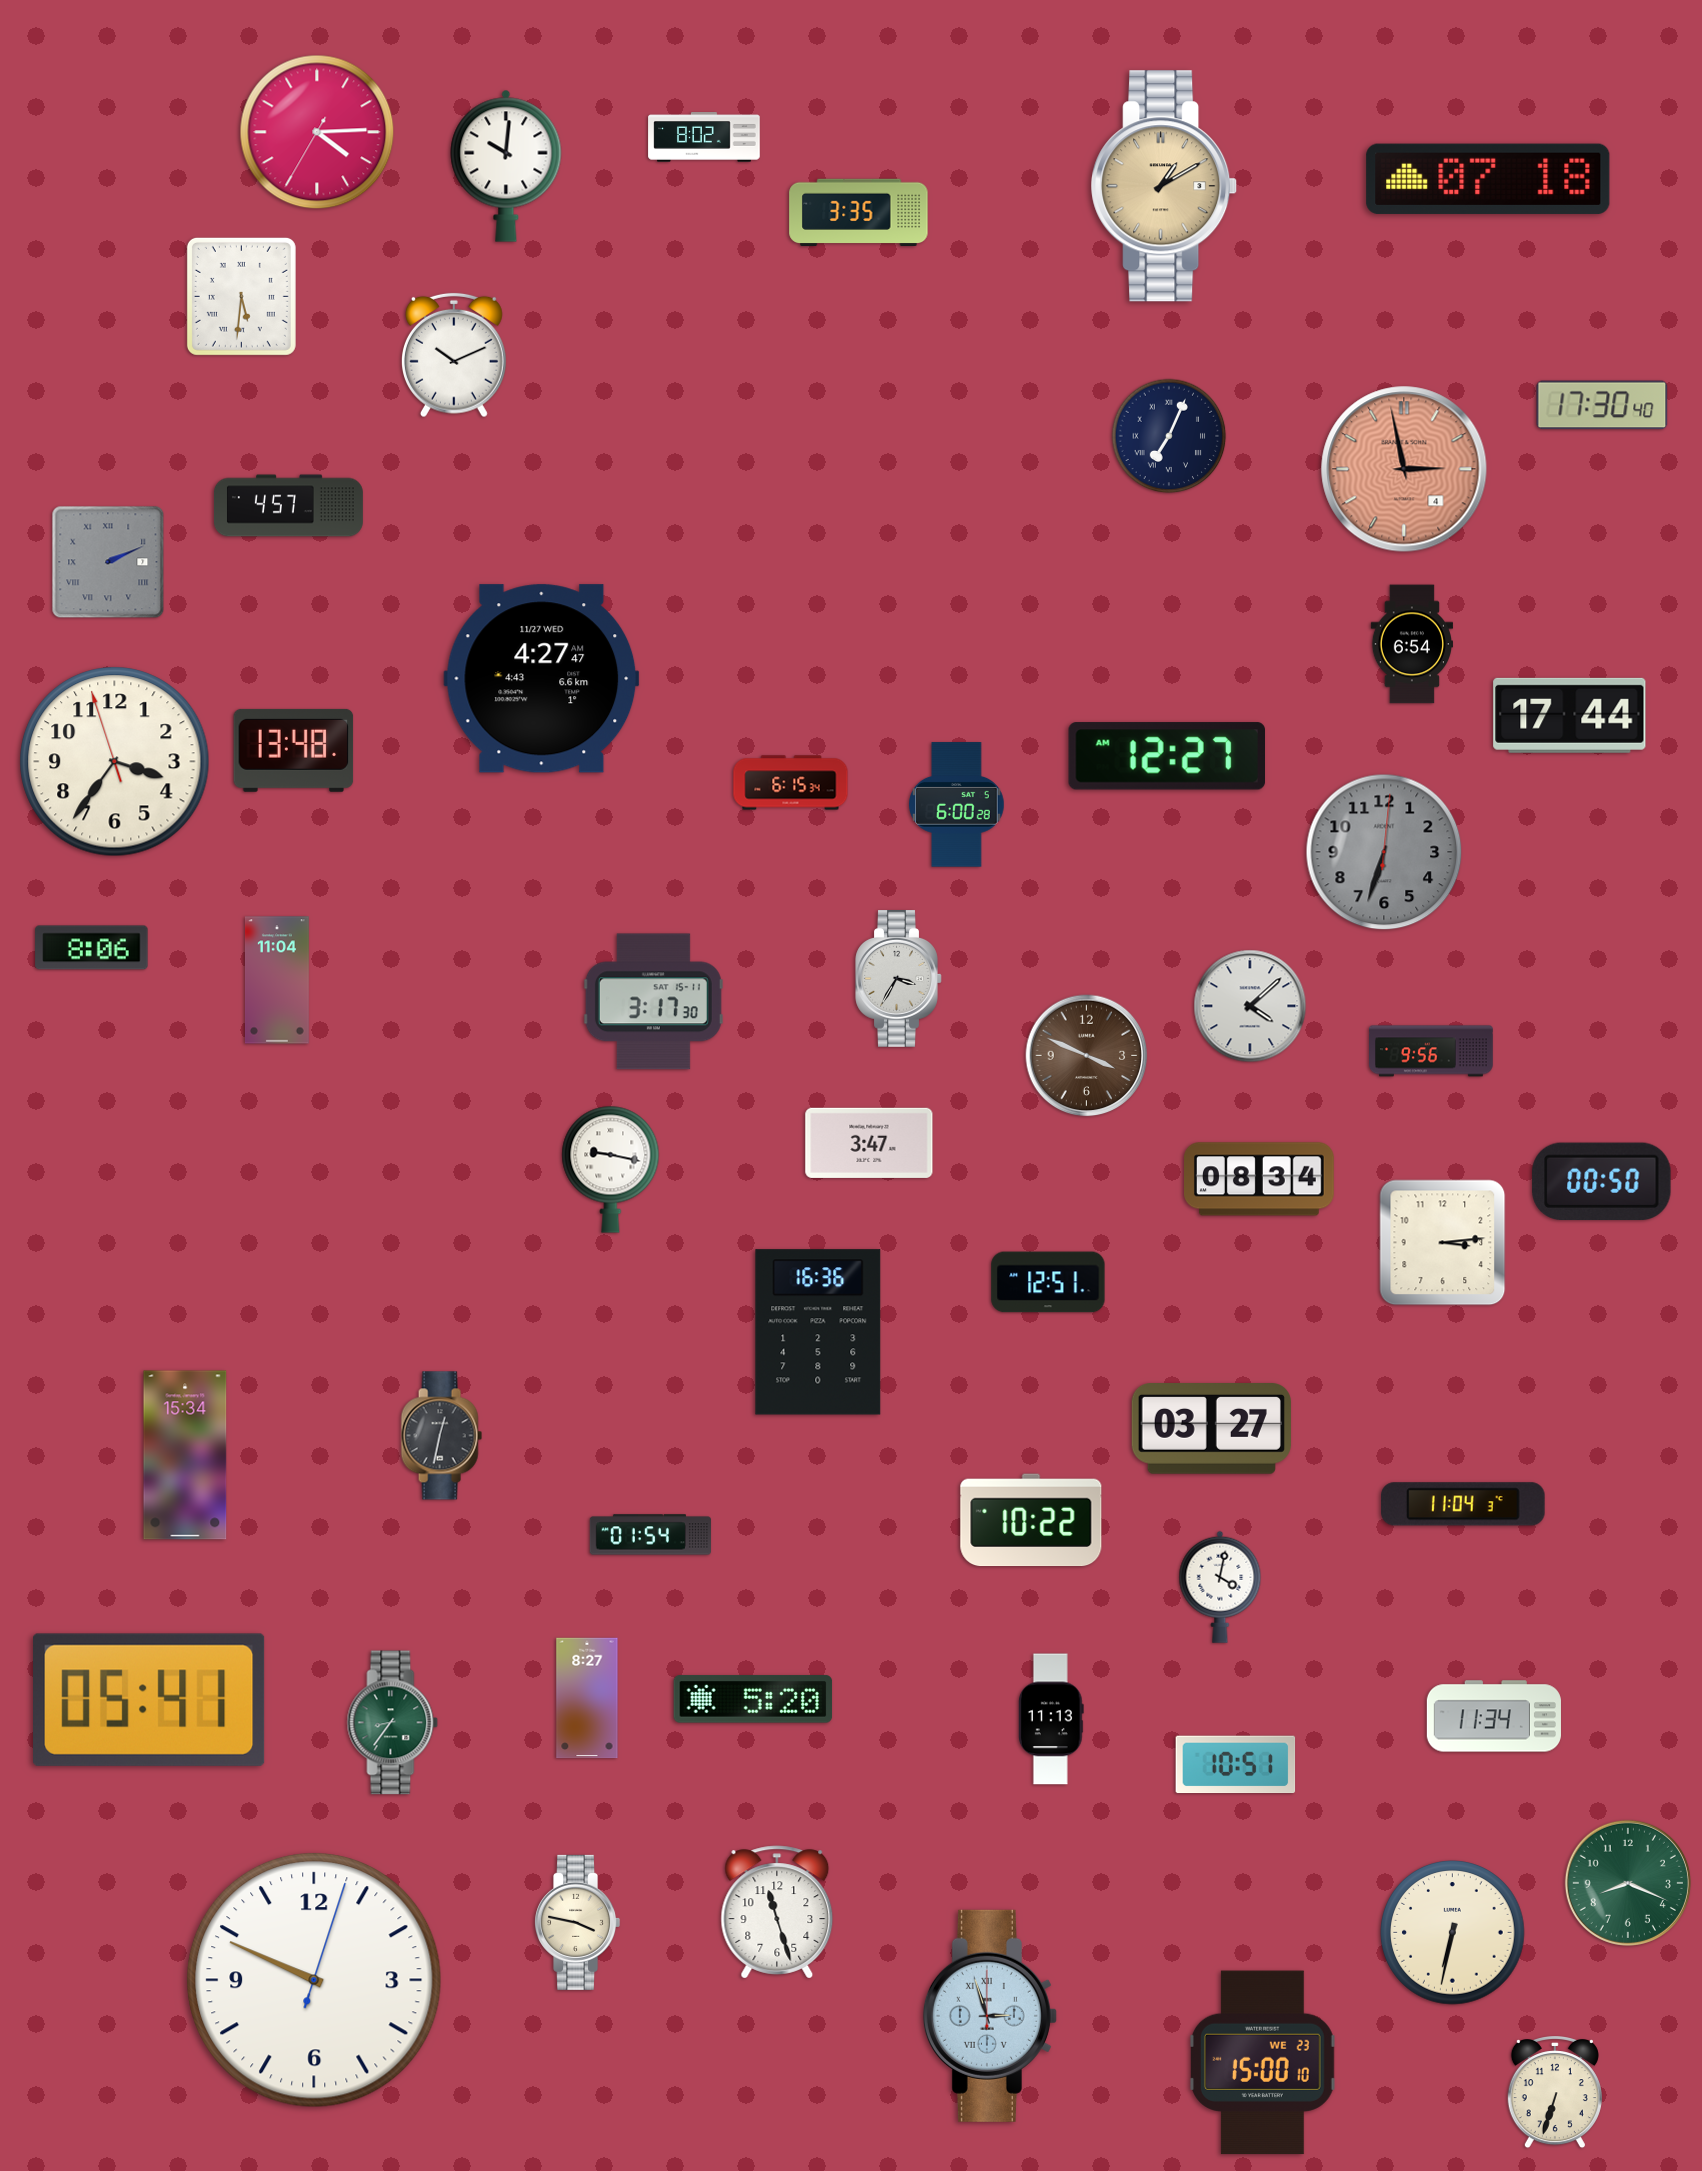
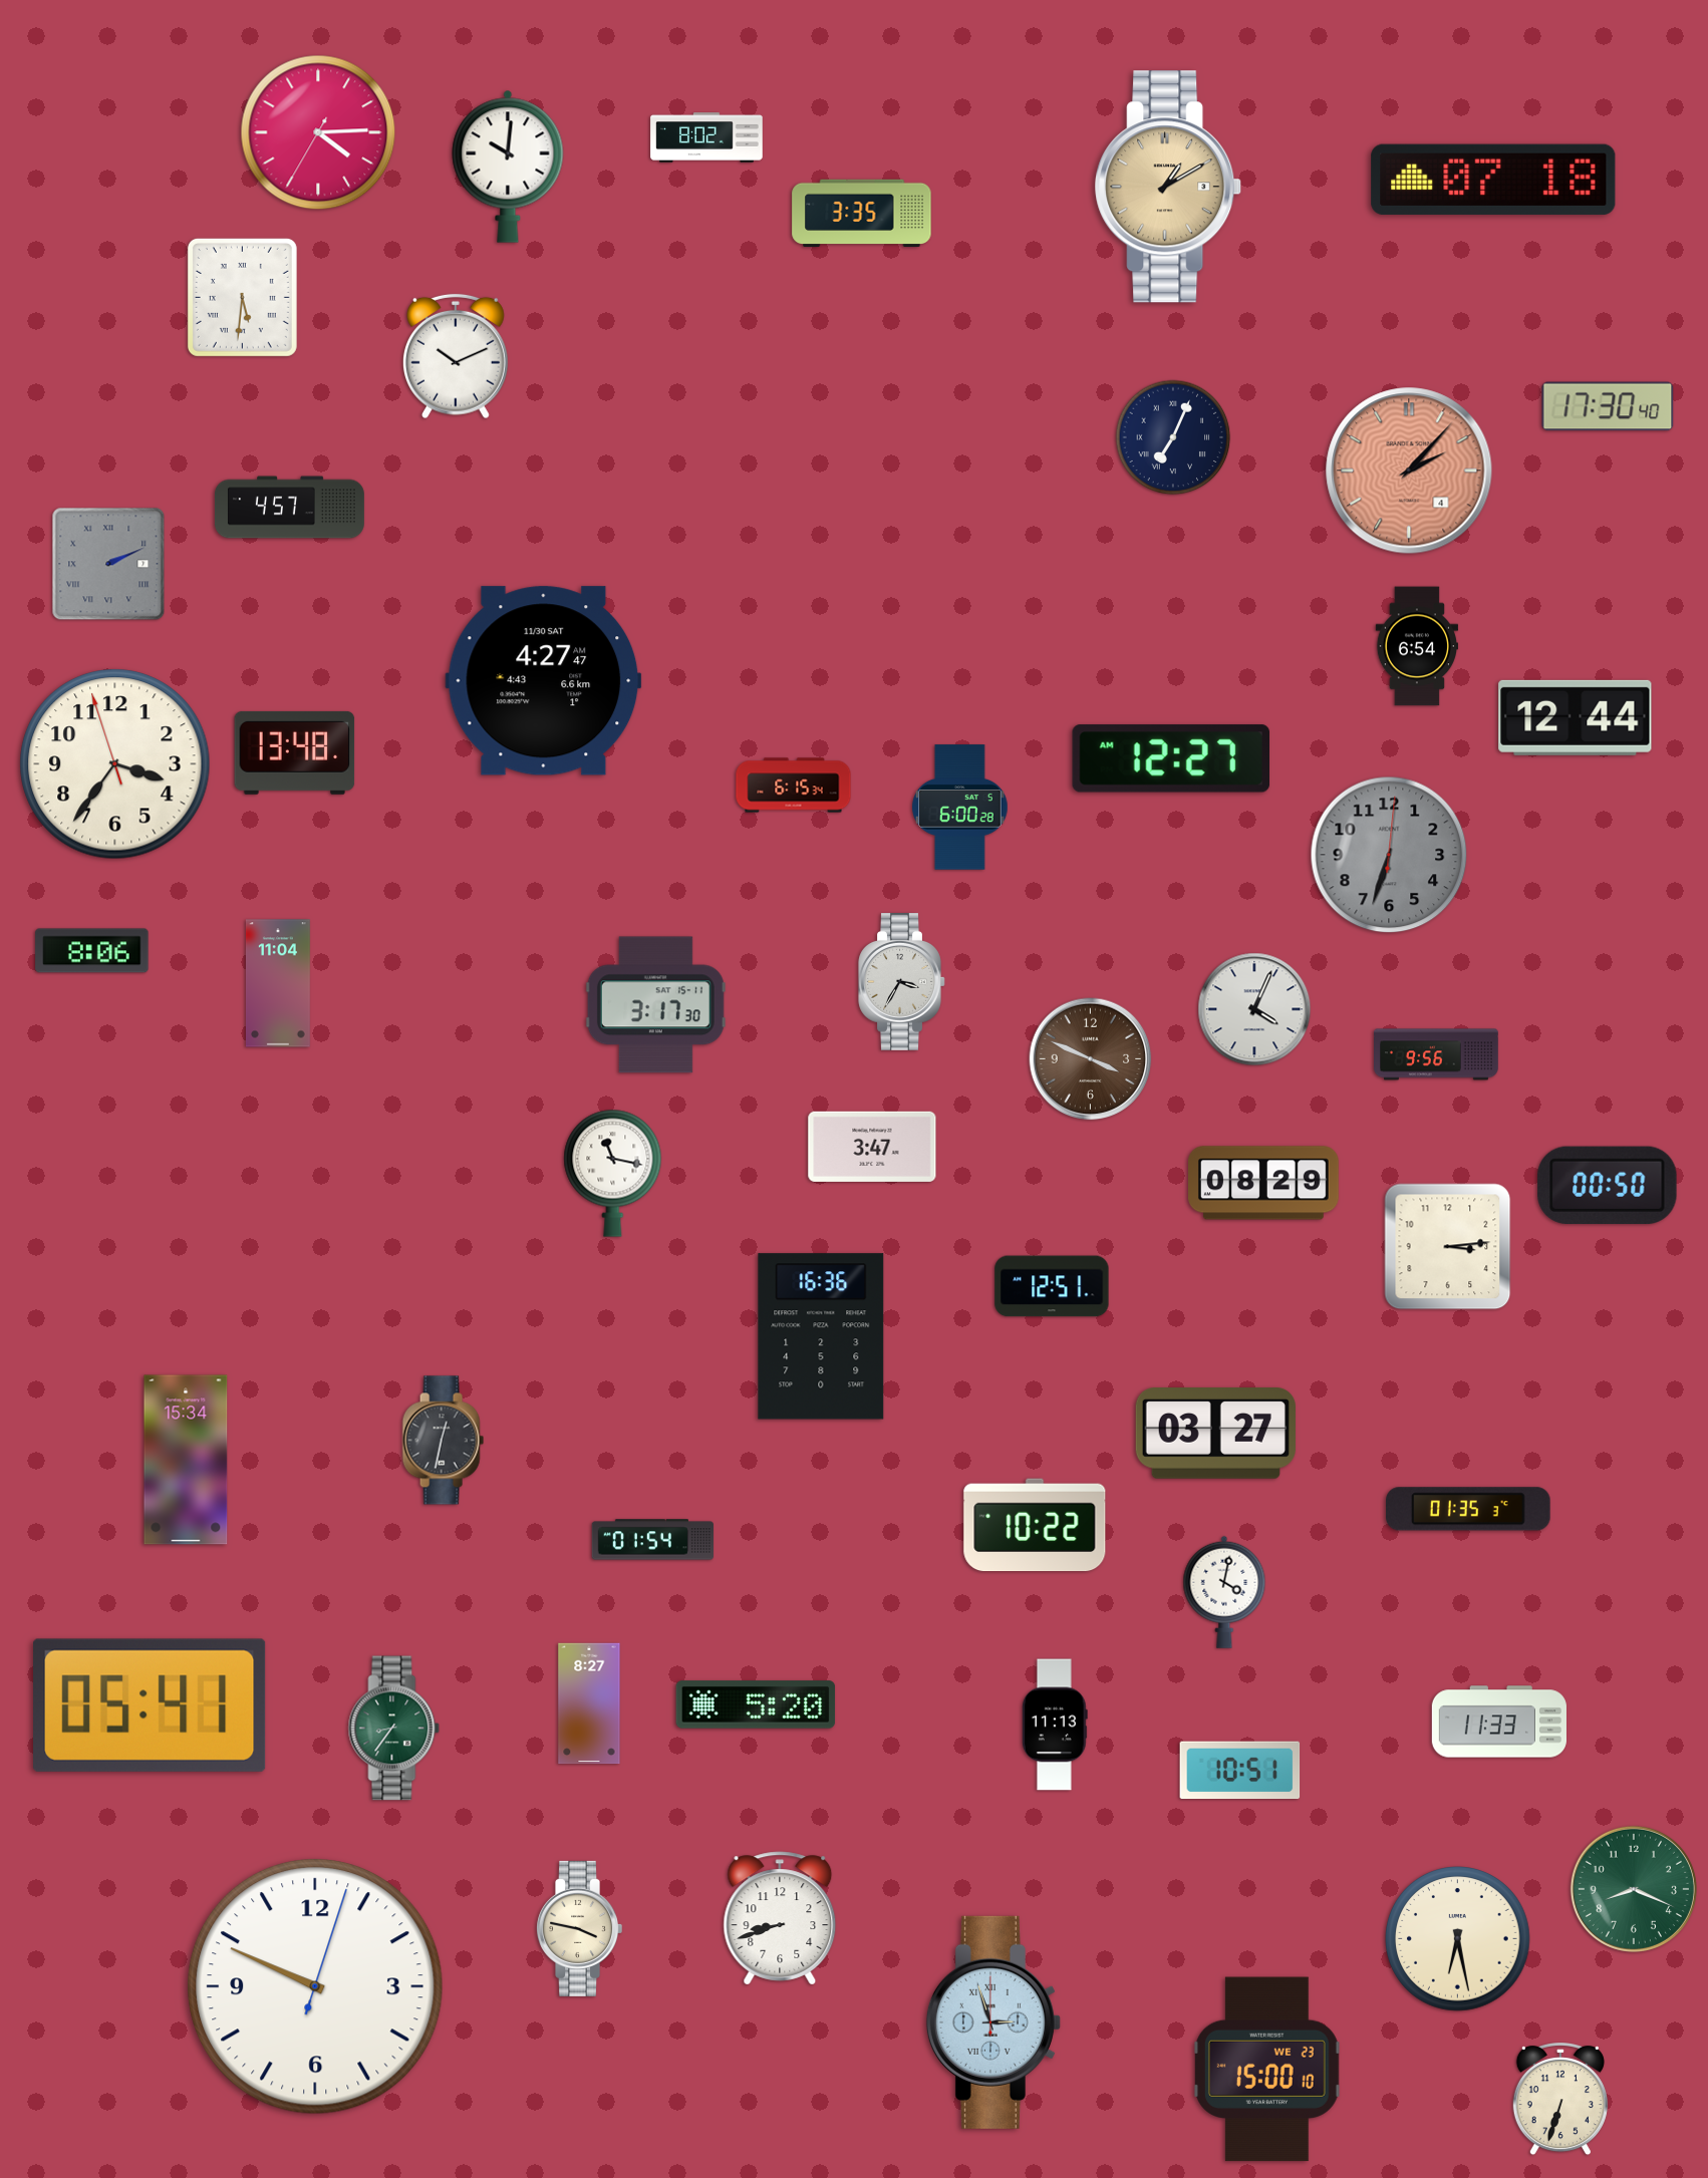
clock at (1404, 469): 2:58 -> 2:07
clock at (542, 679) date: 11/27 WED -> 11/30 SAT
clock at (1570, 715): 17:44 -> 12:44
clock at (1250, 1006): 4:08 -> 4:04
clock at (611, 1169): 9:17 -> 11:17
clock at (1260, 1179): 08:34 -> 08:29
clock at (1463, 1504): 11:04 -> 01:35
clock at (1494, 1716): 11:34 -> 11:33
clock at (777, 1912): 11:27 -> 8:42
clock at (1453, 1933): 6:32 -> 6:28
